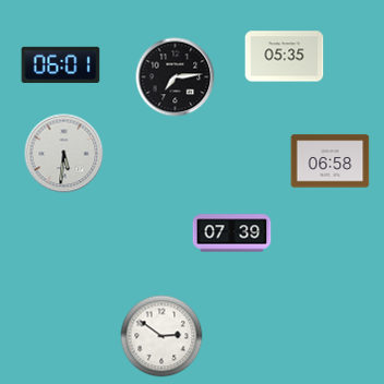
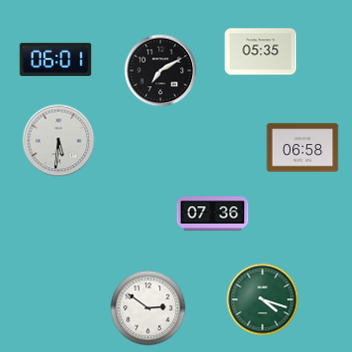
clock at (176, 77): 7:14 -> 7:10
clock at (232, 233): 07:39 -> 07:36
clock at (263, 300): none -> 4:18
